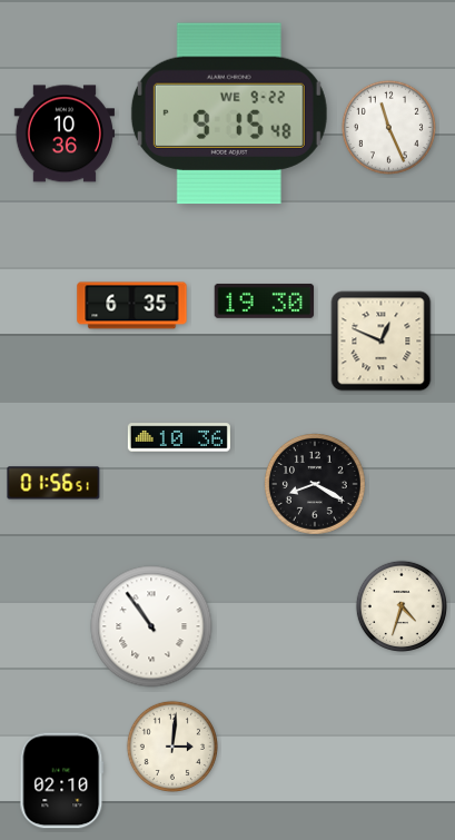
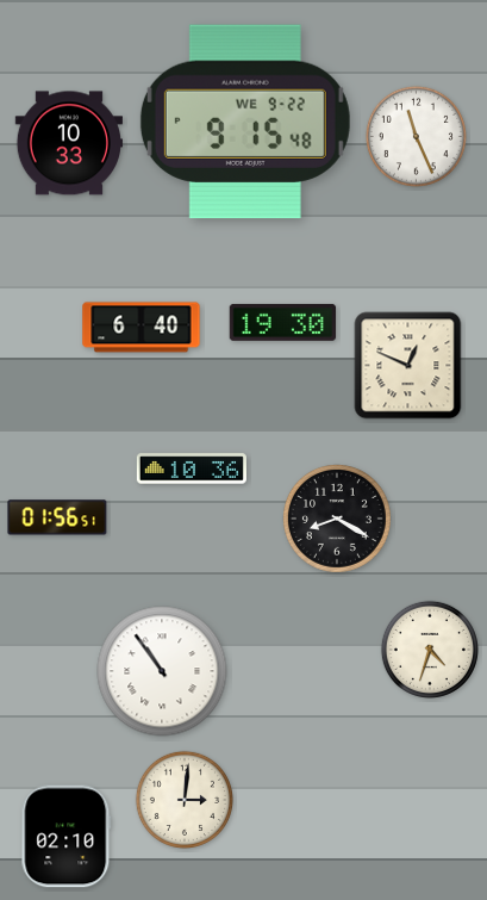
clock at (63, 134): 10:36 -> 10:33
clock at (132, 306): 6:35 -> 6:40
